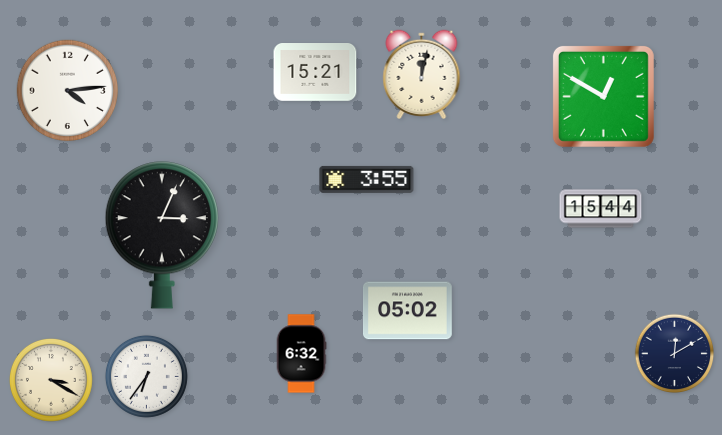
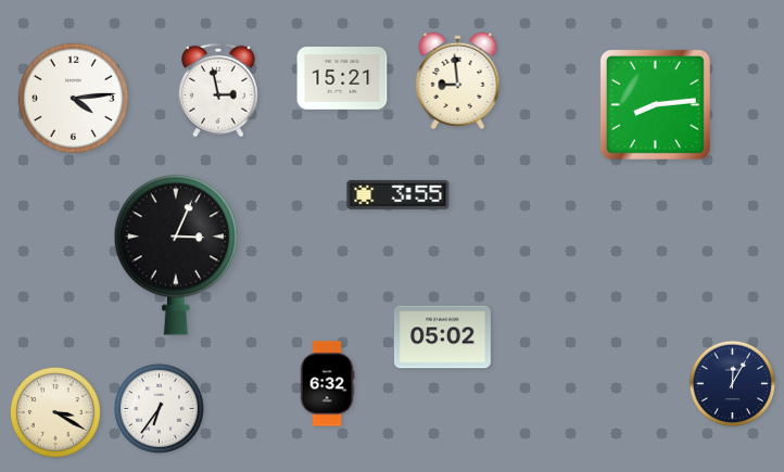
clock at (422, 74): 12:02 -> 8:59
clock at (218, 90): none -> 2:58
clock at (603, 96): 12:50 -> 8:14
clock at (601, 209): 15:44 -> none
clock at (675, 354): 12:10 -> 12:05
